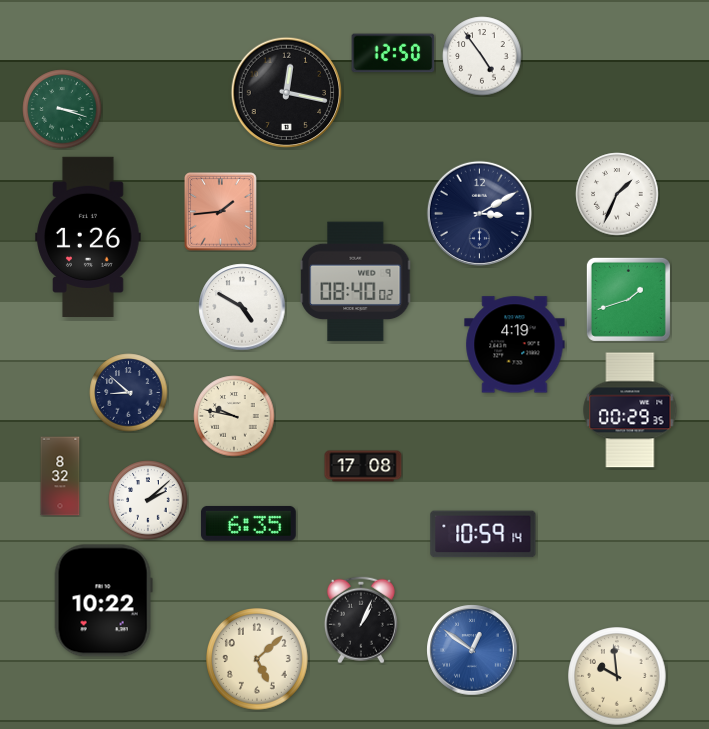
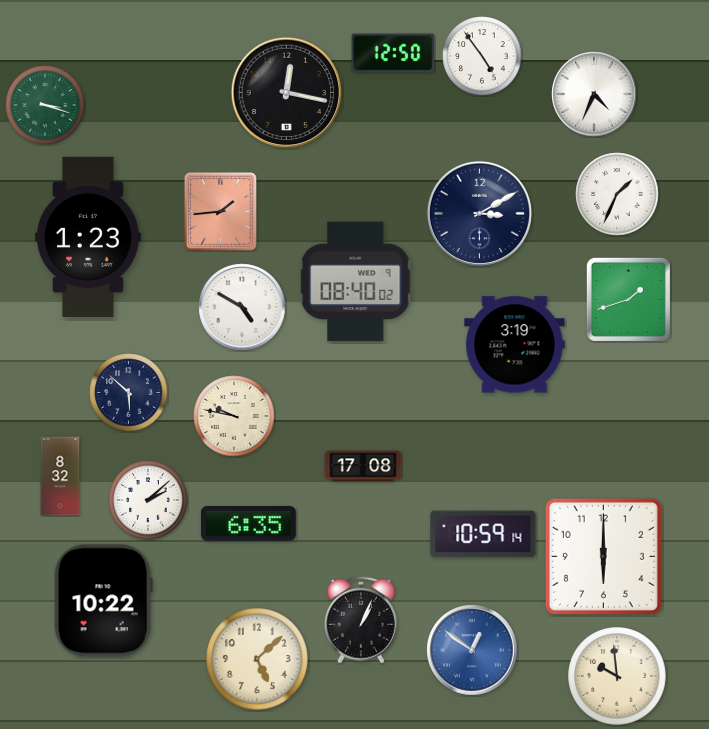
clock at (594, 94): none -> 4:34
clock at (62, 109) position: (62, 109) -> (45, 105)
clock at (88, 236): 1:26 -> 1:23
clock at (515, 345): 4:19 -> 3:19
clock at (129, 393): 8:52 -> 5:52
clock at (630, 410): 00:29 -> none
clock at (603, 556): none -> 6:00
